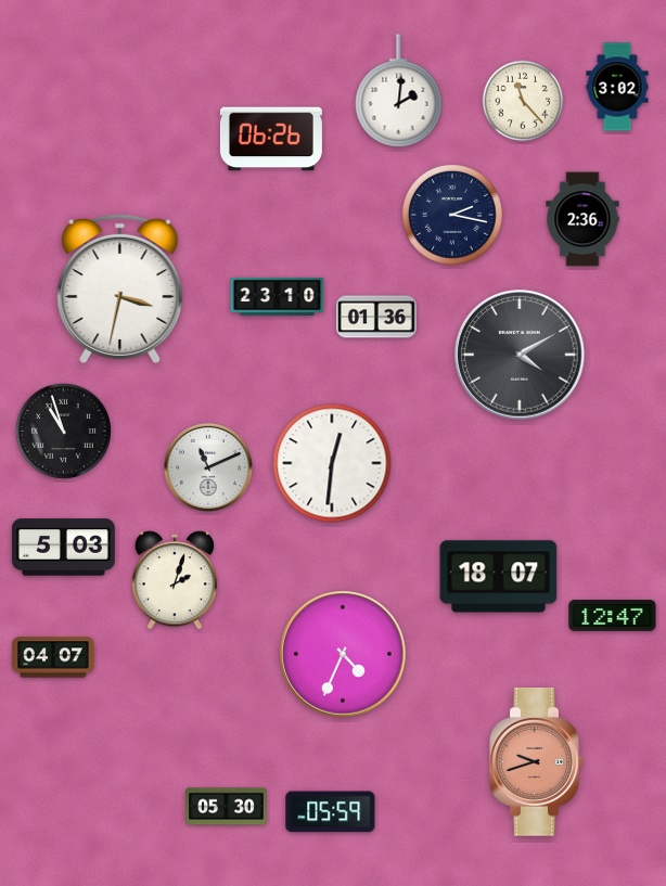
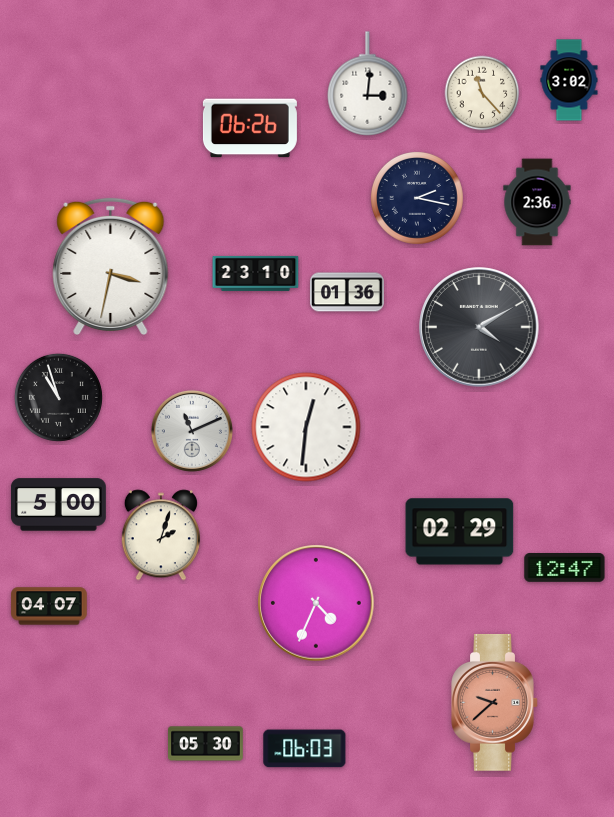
clock at (399, 91): 2:01 -> 3:01
clock at (63, 548): 5:03 -> 5:00
clock at (499, 577): 18:07 -> 02:29
clock at (537, 761): 9:42 -> 9:38
clock at (227, 807) position: (227, 807) -> (206, 744)
clock at (331, 812): 05:59 -> 06:03
